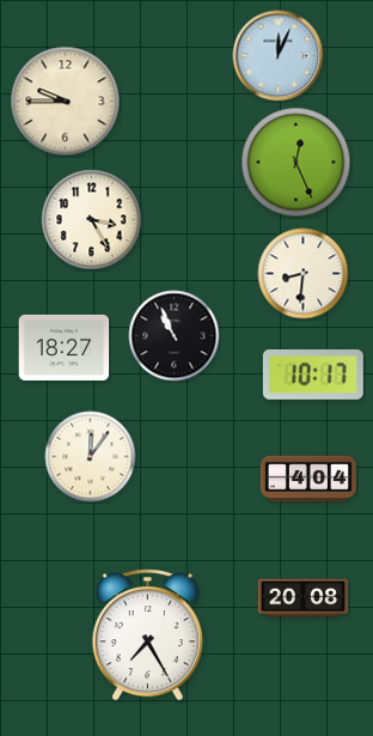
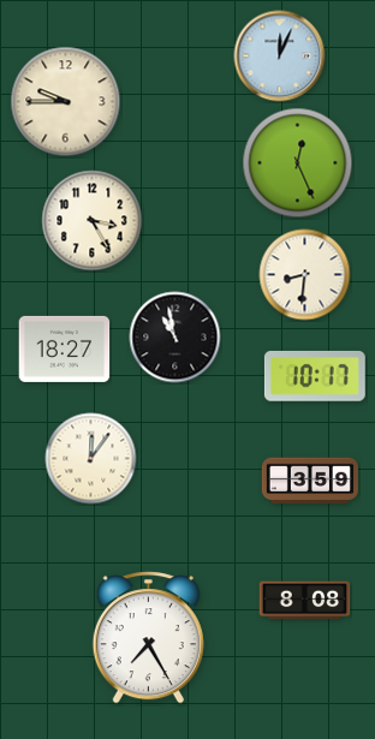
clock at (175, 336): 10:56 -> 10:58
clock at (308, 479): 4:04 -> 3:59
clock at (304, 598): 20:08 -> 8:08
